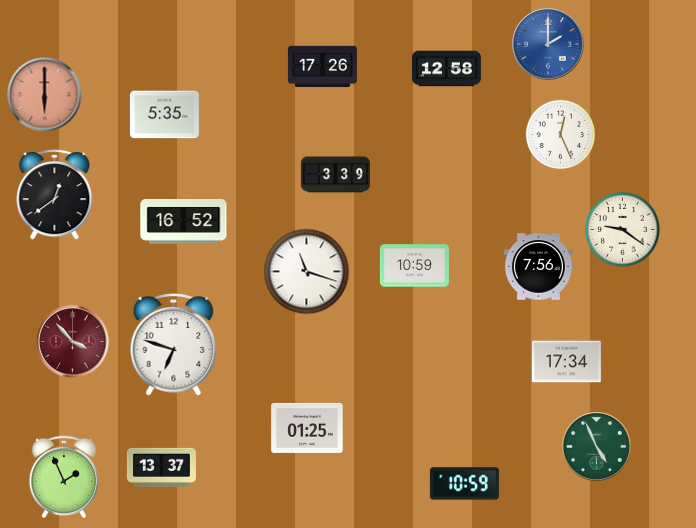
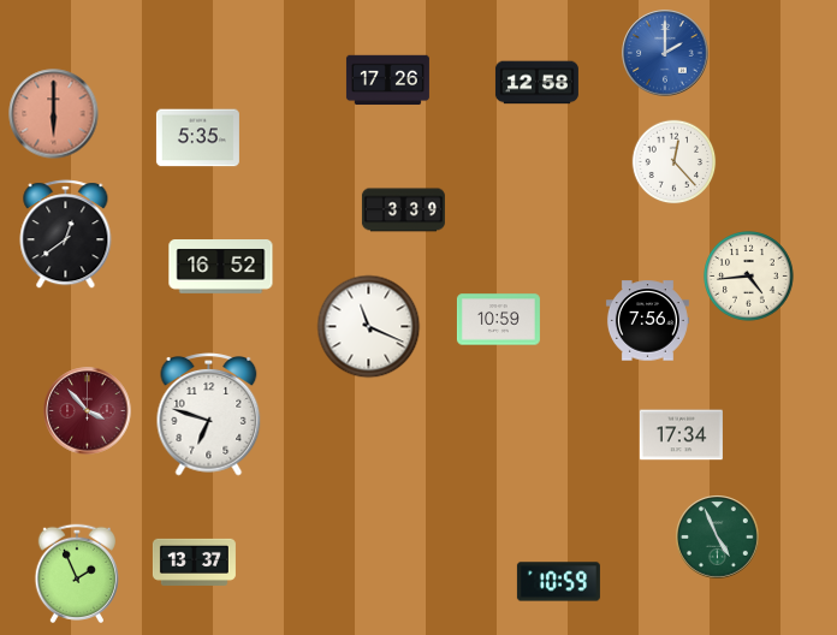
clock at (548, 44) position: (548, 44) -> (665, 53)
clock at (561, 135): 12:26 -> 12:23
clock at (623, 230): 9:21 -> 4:44
clock at (307, 272): 11:18 -> 11:19
clock at (307, 428): 01:25 -> none
